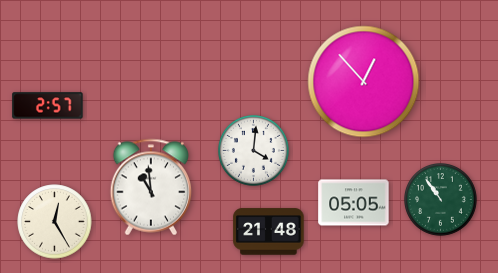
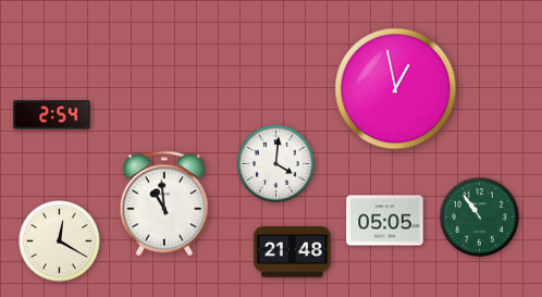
clock at (364, 82): 12:53 -> 12:58
clock at (48, 106): 2:57 -> 2:54
clock at (55, 222): 12:25 -> 12:20
